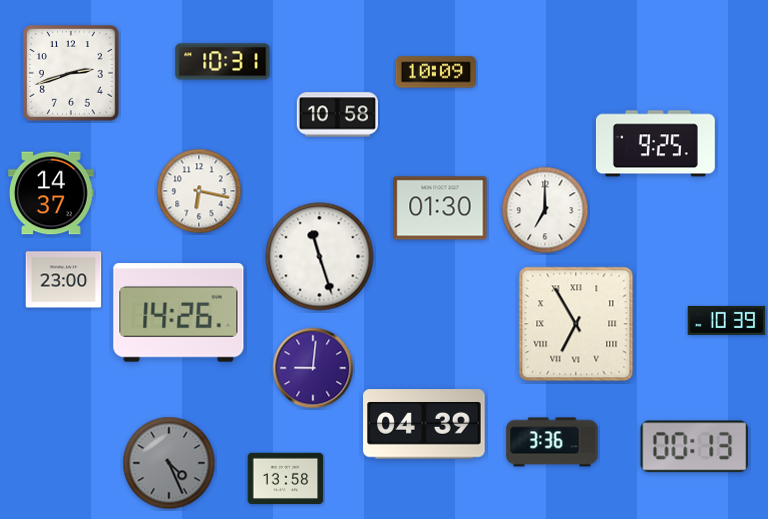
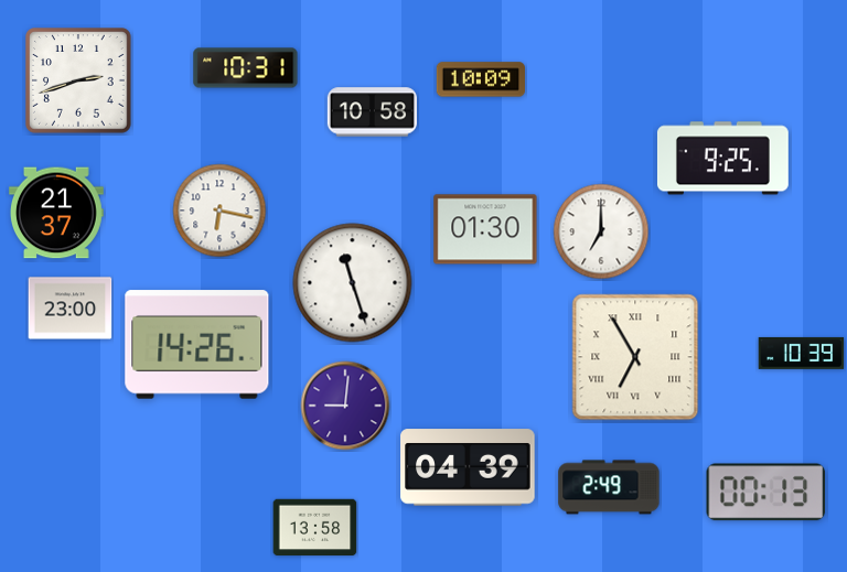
clock at (337, 115) position: (337, 115) -> (372, 112)
clock at (52, 193): 14:37 -> 21:37
clock at (552, 442): 3:36 -> 2:49
clock at (169, 463): 4:26 -> none
